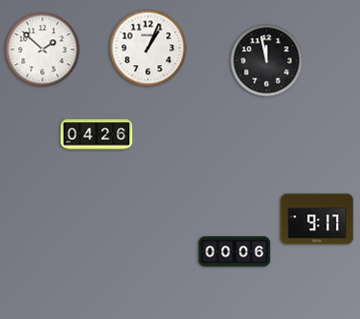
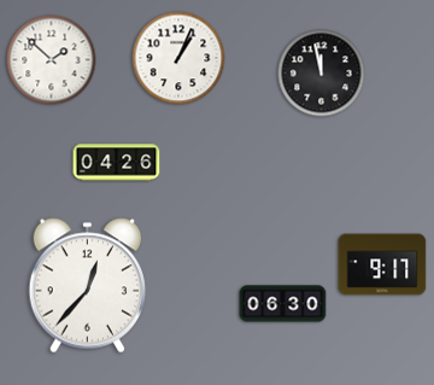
clock at (87, 286): none -> 12:37
clock at (235, 252): 00:06 -> 06:30
